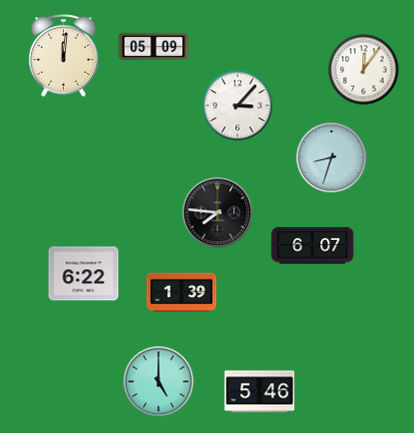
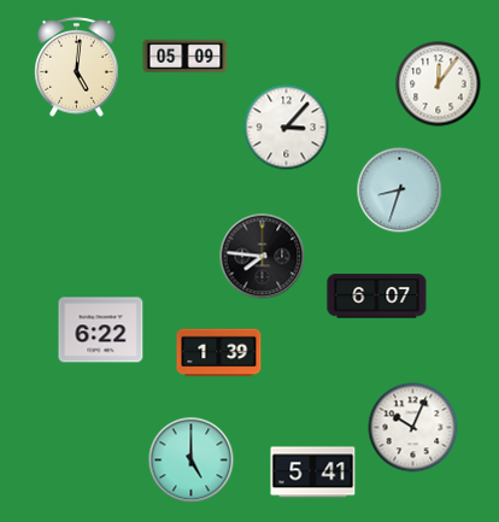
clock at (64, 56): 12:01 -> 5:01
clock at (413, 428): none -> 10:04
clock at (260, 392): 5:46 -> 5:41
